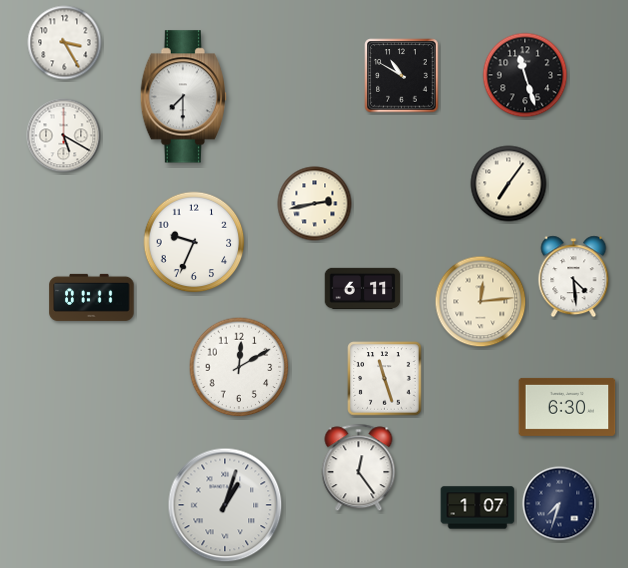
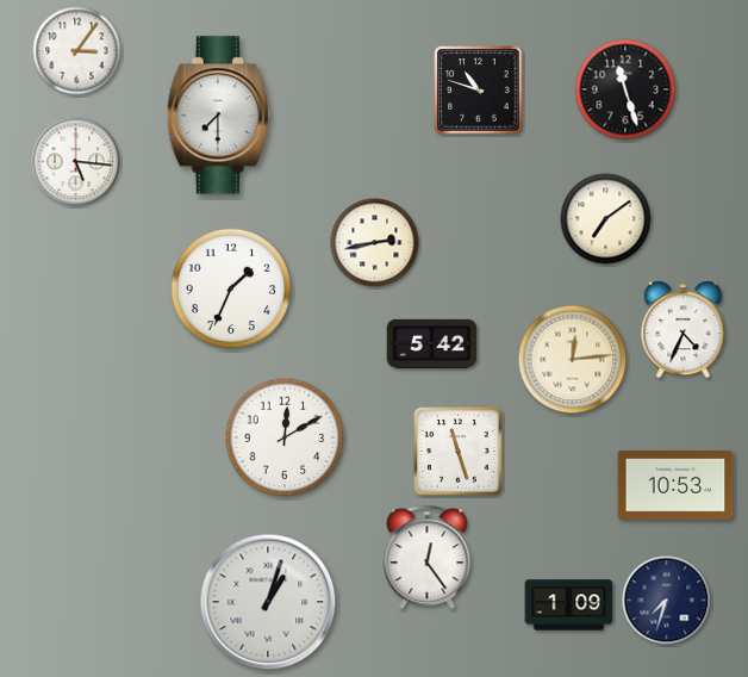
clock at (65, 43): 3:25 -> 3:06
clock at (402, 76): 10:50 -> 10:48
clock at (64, 136): 5:20 -> 5:16
clock at (509, 184): 7:06 -> 7:09
clock at (194, 242): 9:34 -> 1:34
clock at (574, 277): 4:29 -> 4:34
clock at (363, 288): 6:11 -> 5:42
clock at (92, 297): 01:11 -> none
clock at (567, 407): 6:30 -> 10:53
clock at (478, 508): 1:07 -> 1:09
